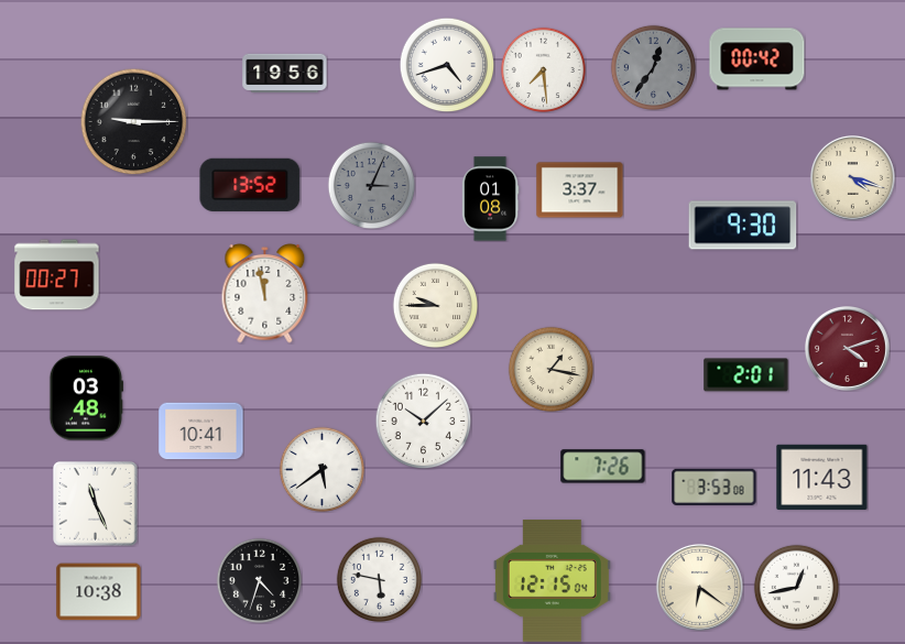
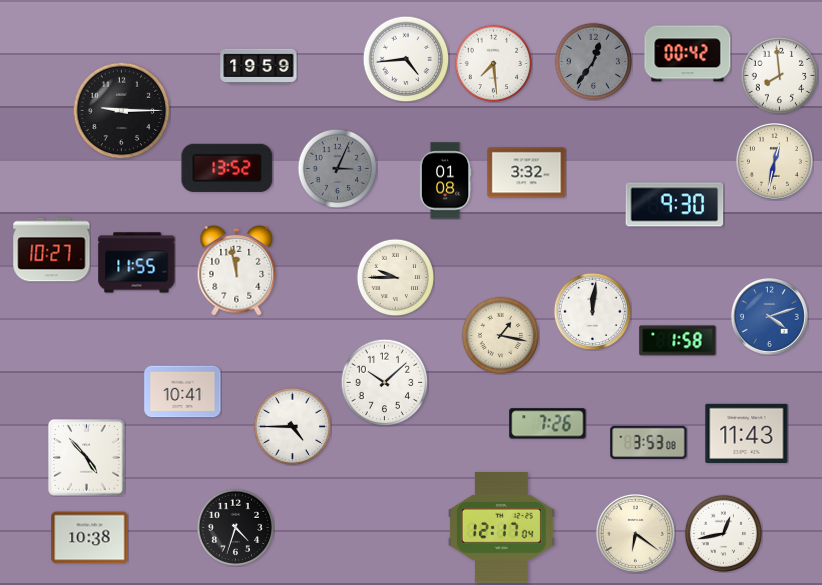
clock at (447, 65): 4:42 -> 4:44
clock at (285, 73): 19:56 -> 19:59
clock at (779, 75): none -> 7:59
clock at (852, 177): 4:18 -> 12:32
clock at (580, 190): 3:37 -> 3:32
clock at (57, 275): 00:27 -> 10:27
clock at (137, 263): none -> 11:55
clock at (265, 293) position: (265, 293) -> (237, 270)
clock at (592, 311): none -> 12:01
clock at (847, 348) dial: burgundy -> blue
clock at (746, 375): 2:01 -> 1:58
clock at (87, 399): 03:48 -> none
clock at (321, 469): 5:39 -> 4:45
clock at (96, 504): 11:26 -> 4:53
clock at (379, 579): 5:47 -> none
clock at (552, 580): 12:15 -> 12:17
